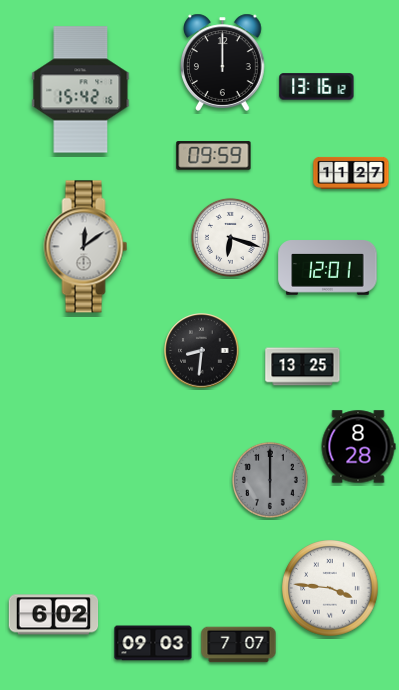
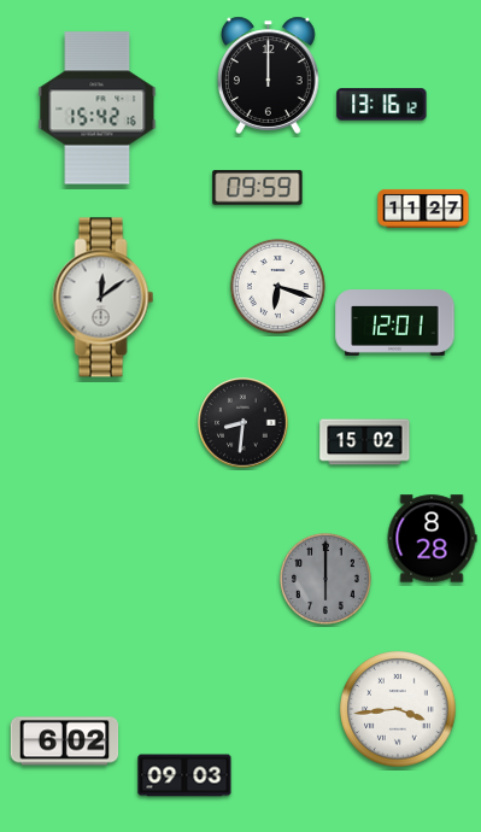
clock at (303, 367): 13:25 -> 15:02
clock at (330, 588): 3:46 -> 3:44
clock at (239, 645): 7:07 -> none
